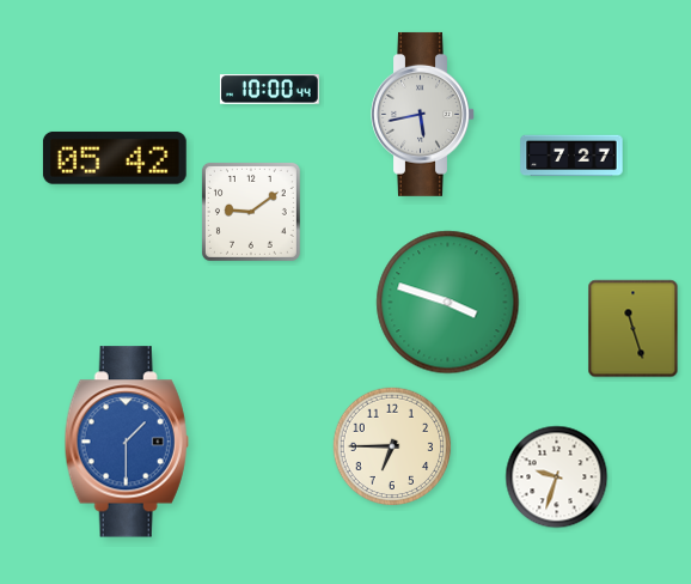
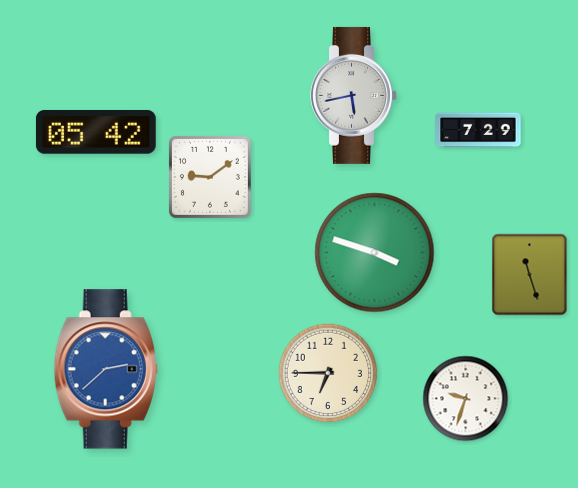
clock at (269, 90): 10:00 -> none
clock at (571, 156): 7:27 -> 7:29
clock at (127, 442): 1:30 -> 2:38
